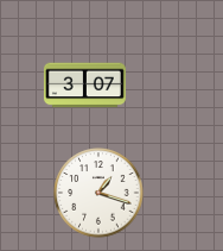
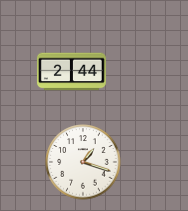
clock at (84, 86): 3:07 -> 2:44
